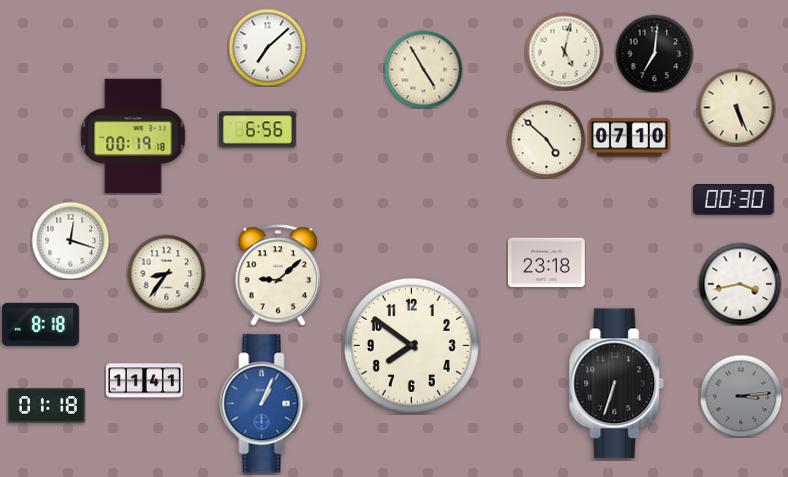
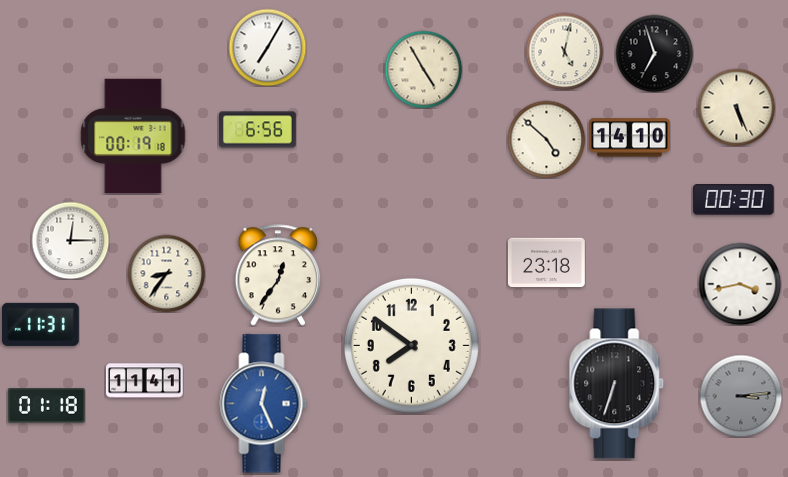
clock at (267, 47): 7:08 -> 7:05
clock at (654, 53): 7:01 -> 6:57
clock at (630, 138): 07:10 -> 14:10
clock at (70, 240): 12:18 -> 12:15
clock at (278, 275): 9:08 -> 12:36
clock at (40, 324): 8:18 -> 11:31
clock at (264, 404): 1:04 -> 12:26
